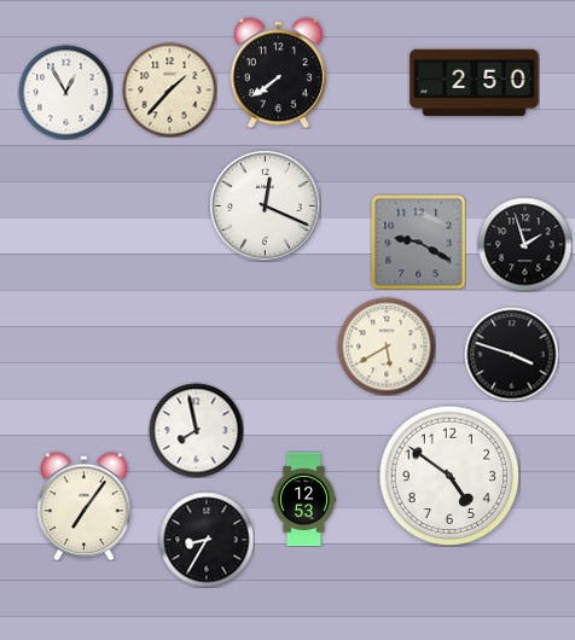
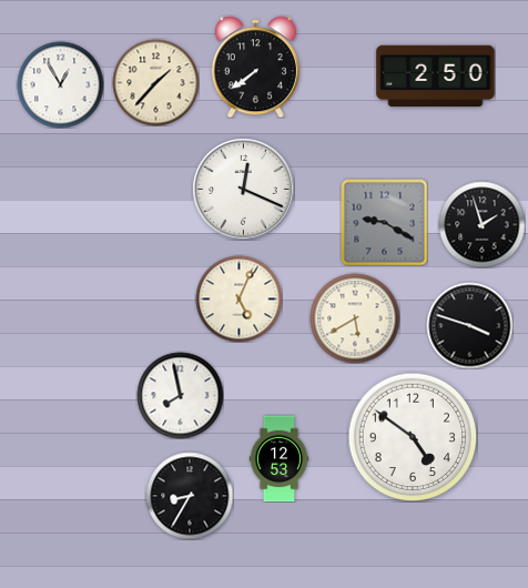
clock at (238, 298): none -> 5:04
clock at (85, 506): 7:06 -> none
